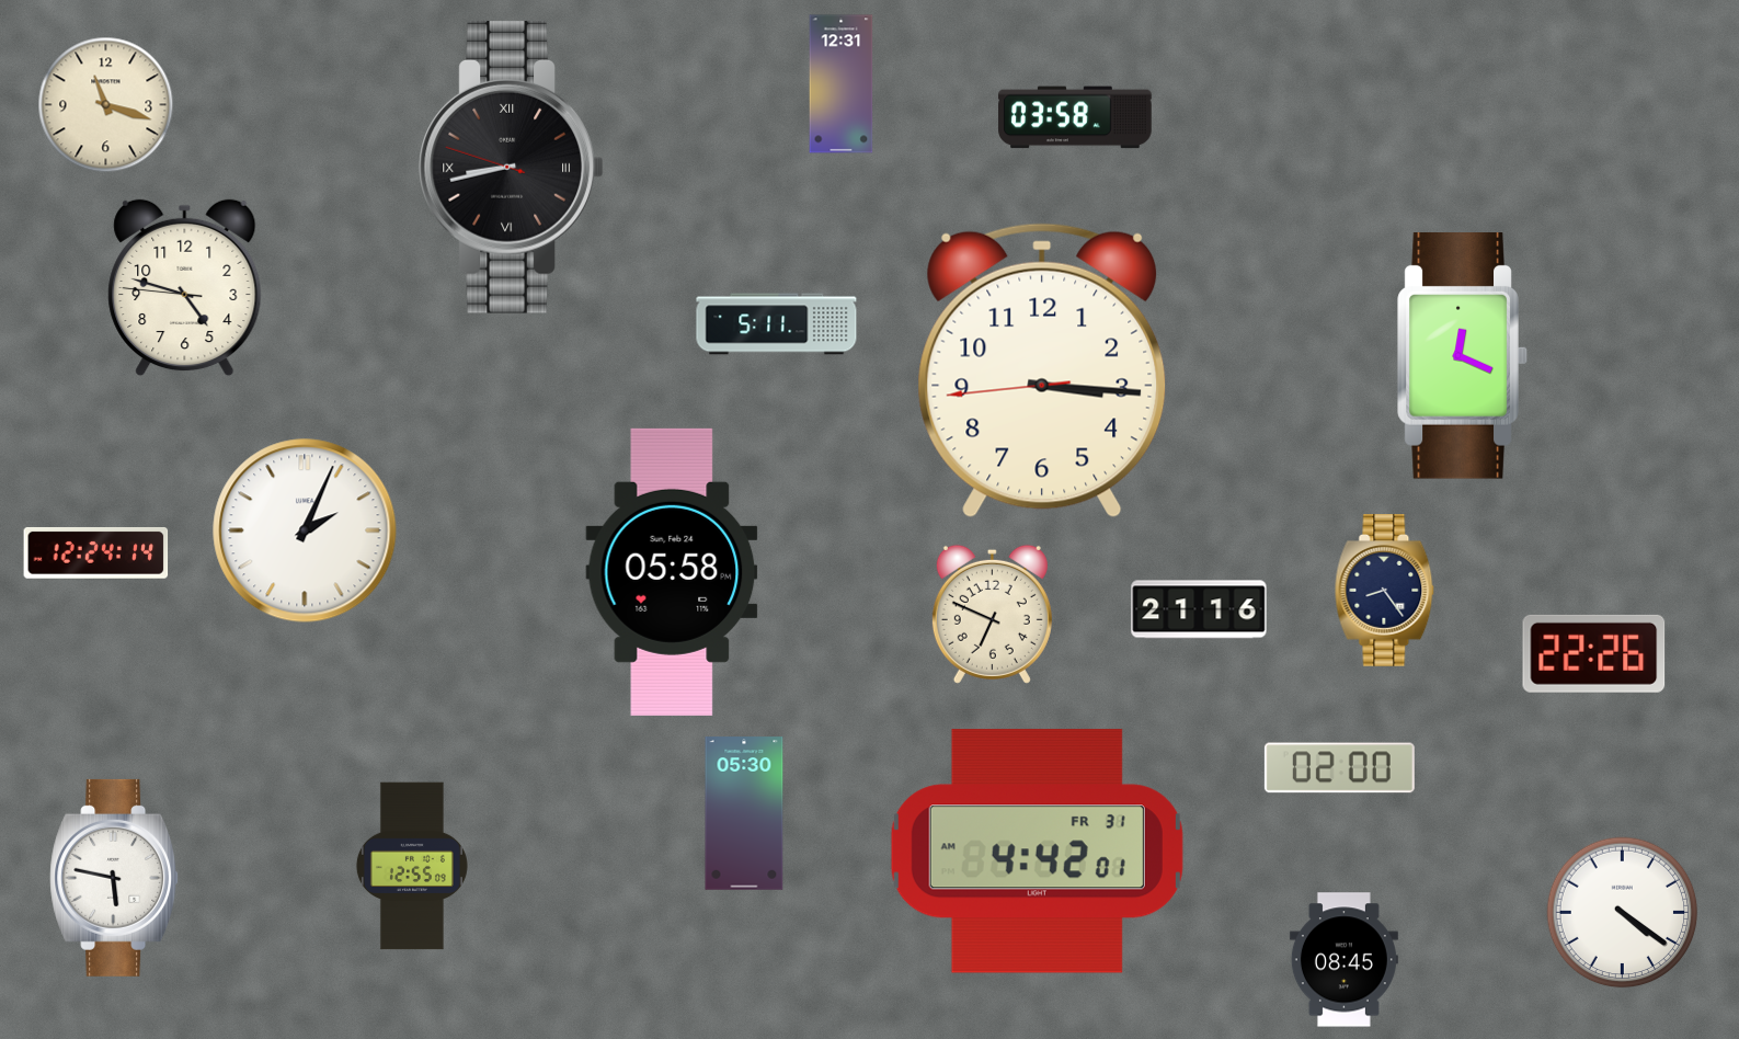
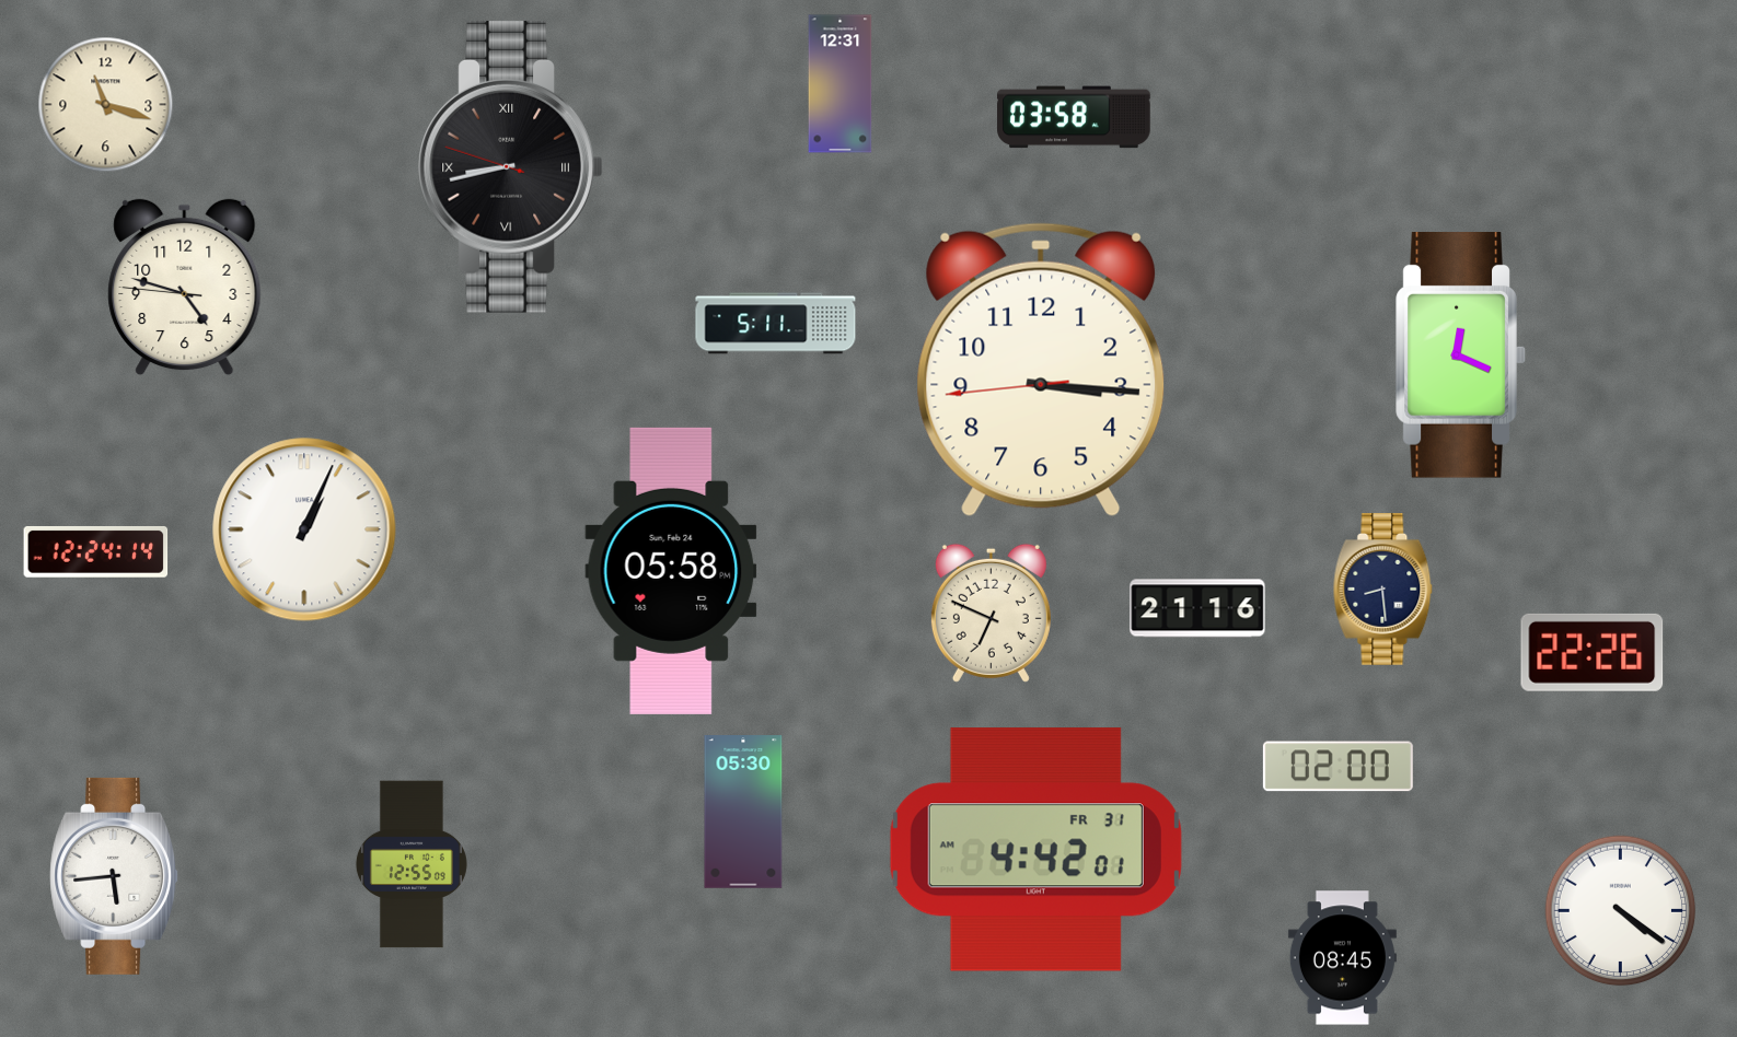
clock at (305, 530): 2:04 -> 1:04
clock at (1385, 591): 8:24 -> 8:29
clock at (115, 878): 5:47 -> 5:44
